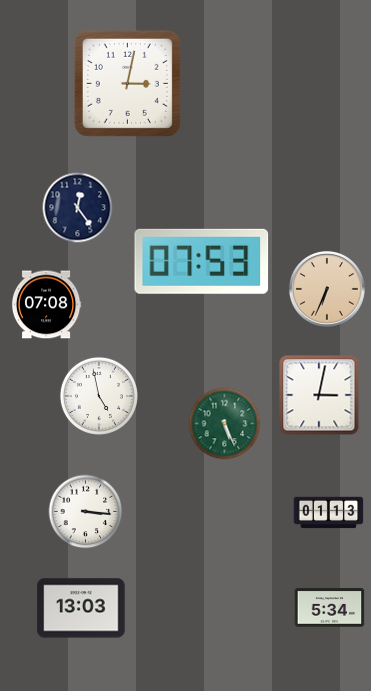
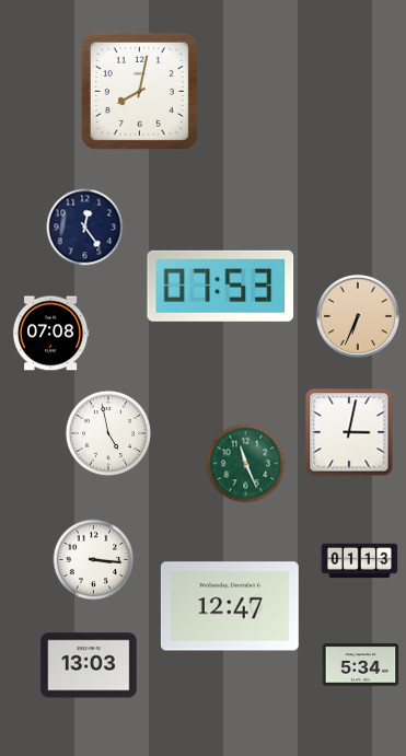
clock at (127, 83): 3:02 -> 8:02
clock at (225, 424): 5:26 -> 11:26
clock at (230, 606): none -> 12:47
